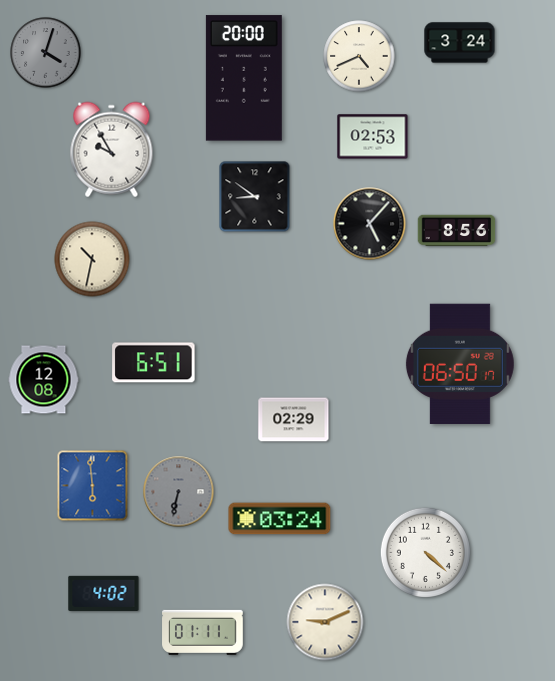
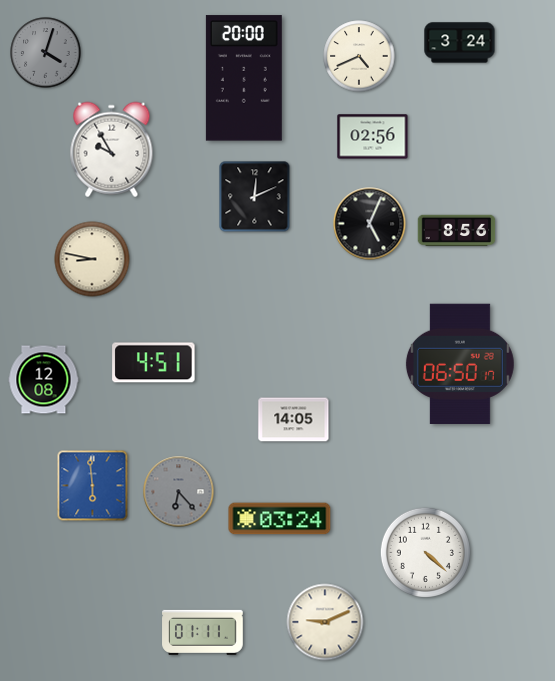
clock at (373, 137): 02:53 -> 02:56
clock at (255, 197): 8:51 -> 12:11
clock at (370, 224): 5:07 -> 5:04
clock at (92, 259): 10:32 -> 8:47
clock at (154, 363): 6:51 -> 4:51
clock at (294, 420): 02:29 -> 14:05
clock at (179, 492): 6:32 -> 6:23
clock at (104, 593): 4:02 -> none
